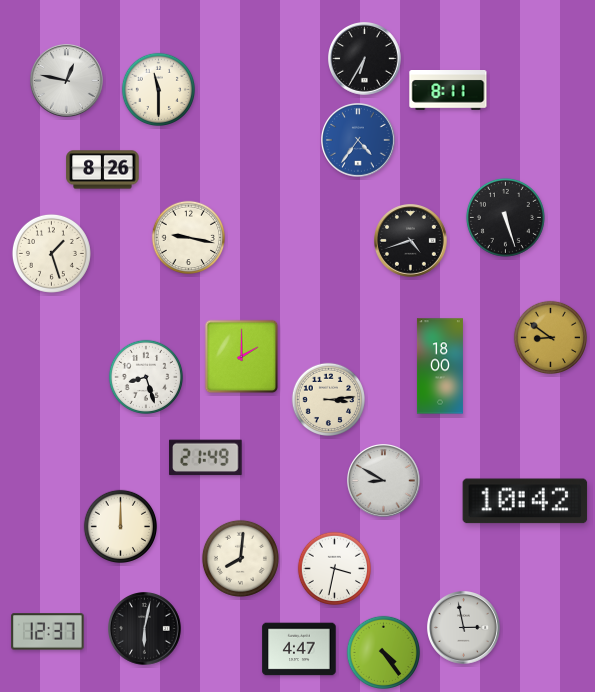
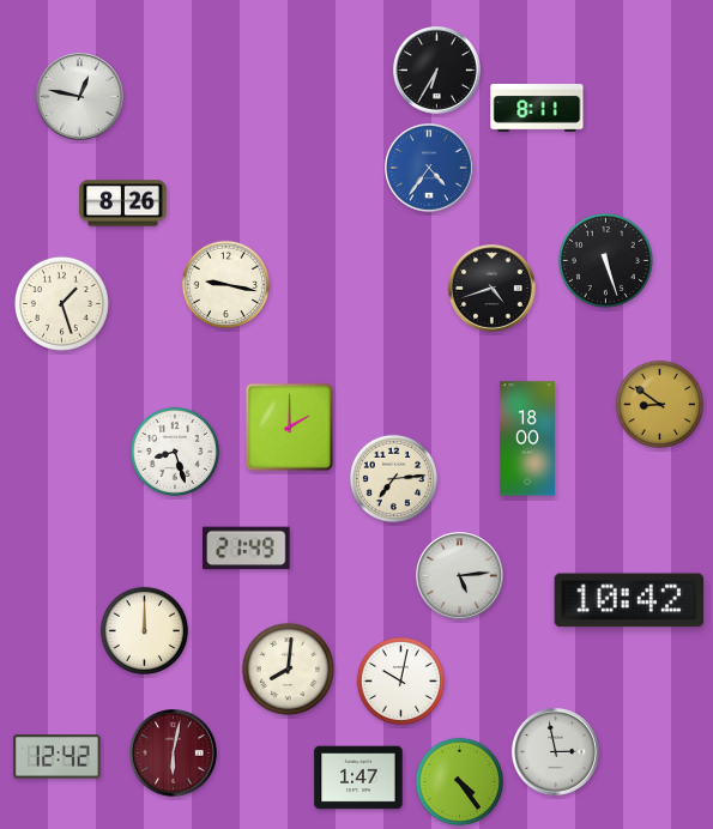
clock at (159, 90): 11:30 -> none
clock at (329, 400): 3:14 -> 7:14
clock at (384, 481): 8:50 -> 5:14
clock at (335, 569): 3:32 -> 10:02
clock at (145, 629) dial: black -> burgundy
clock at (48, 632): 12:37 -> 12:42
clock at (299, 649): 4:47 -> 1:47
